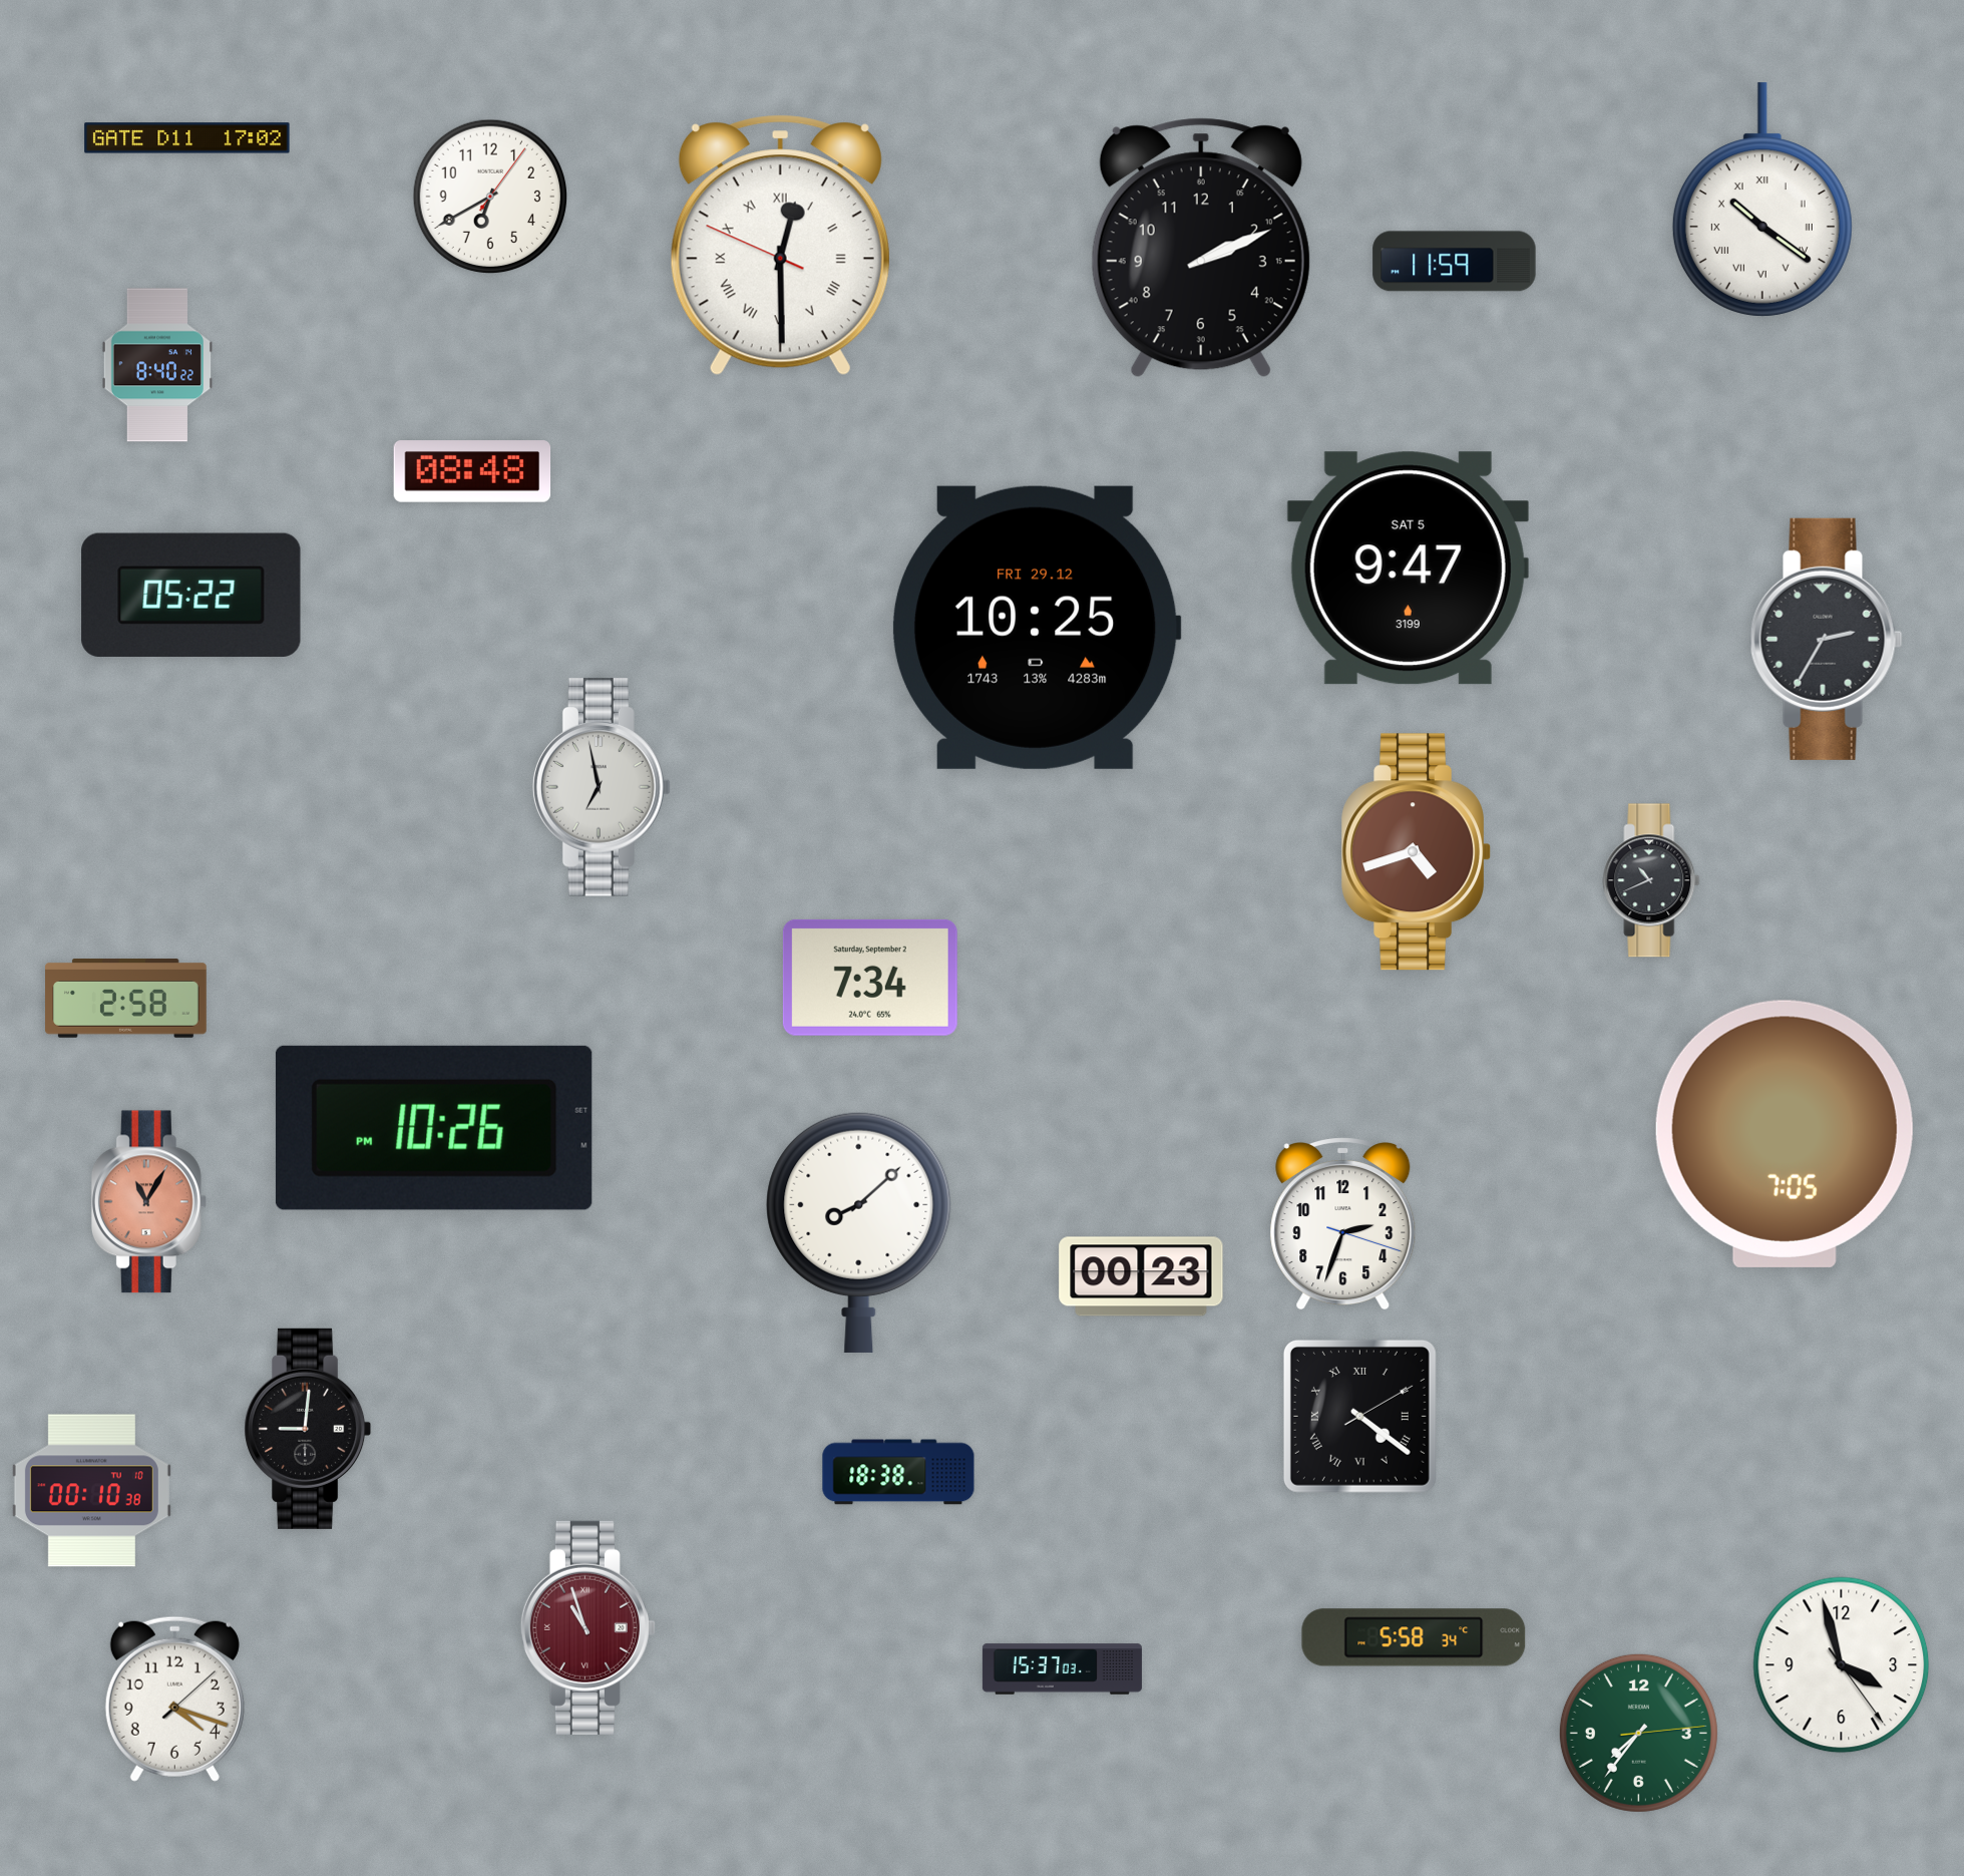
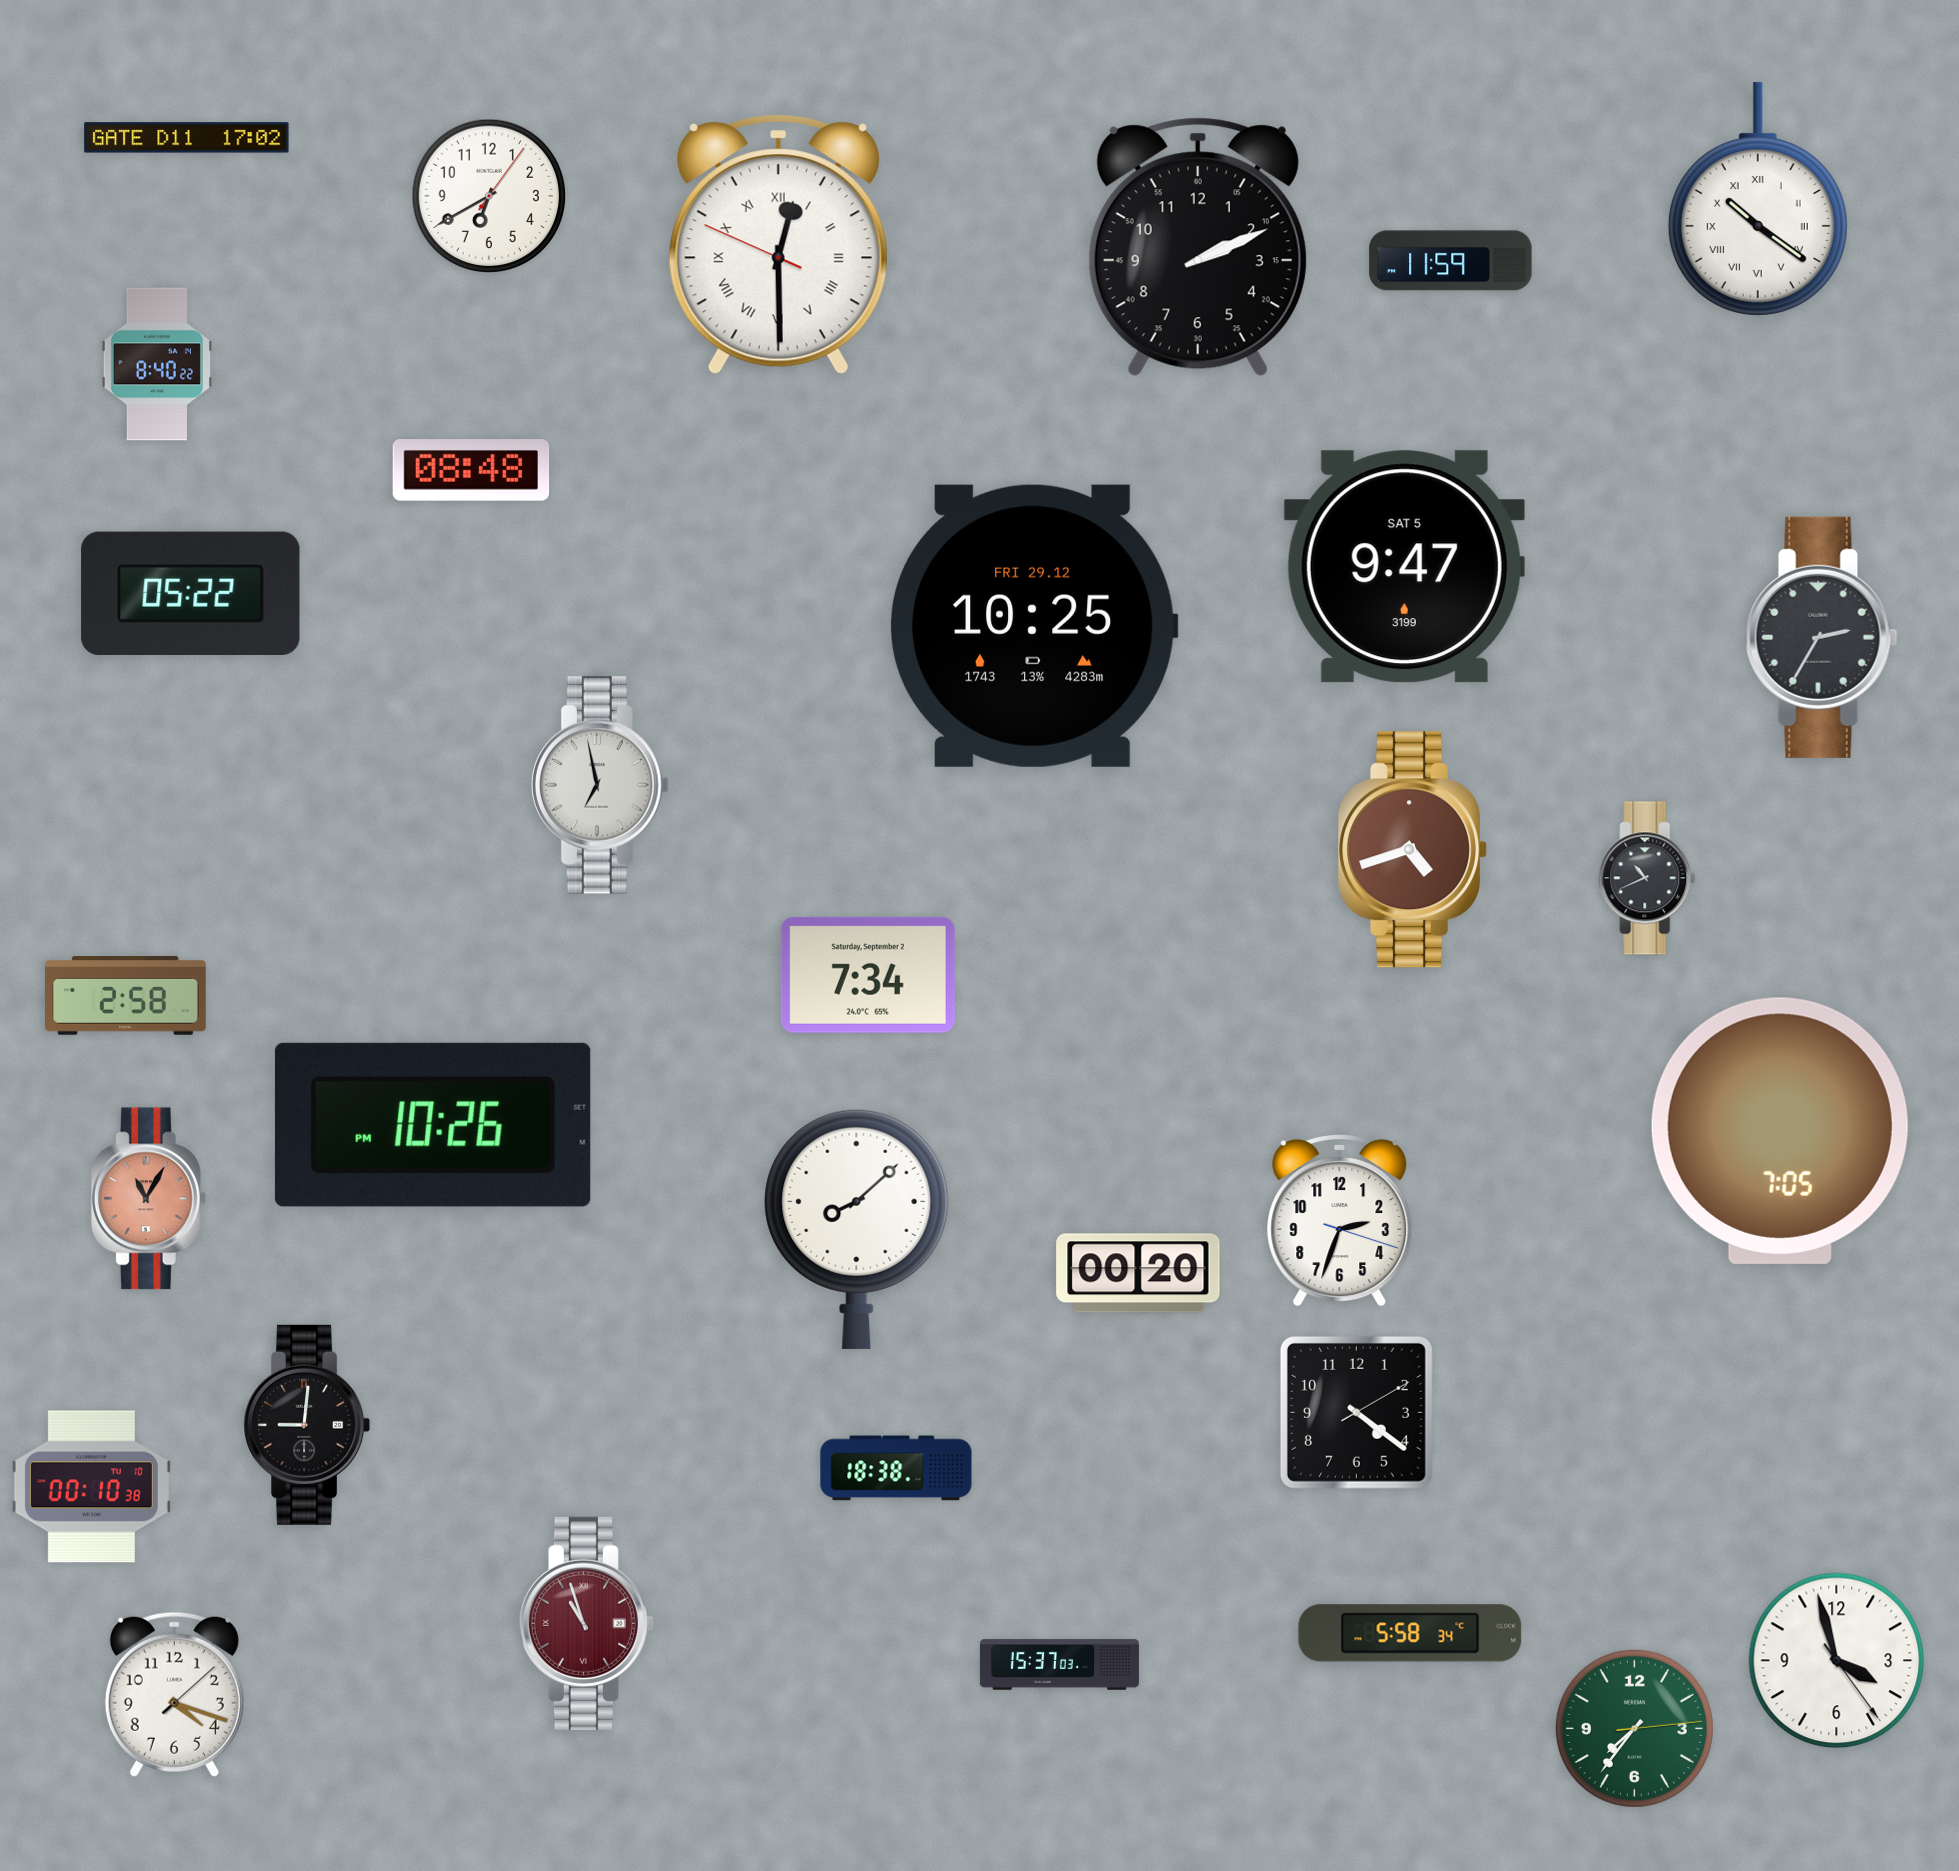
clock at (1141, 1276): 00:23 -> 00:20
clock at (1359, 1416) numerals: Roman -> Arabic
